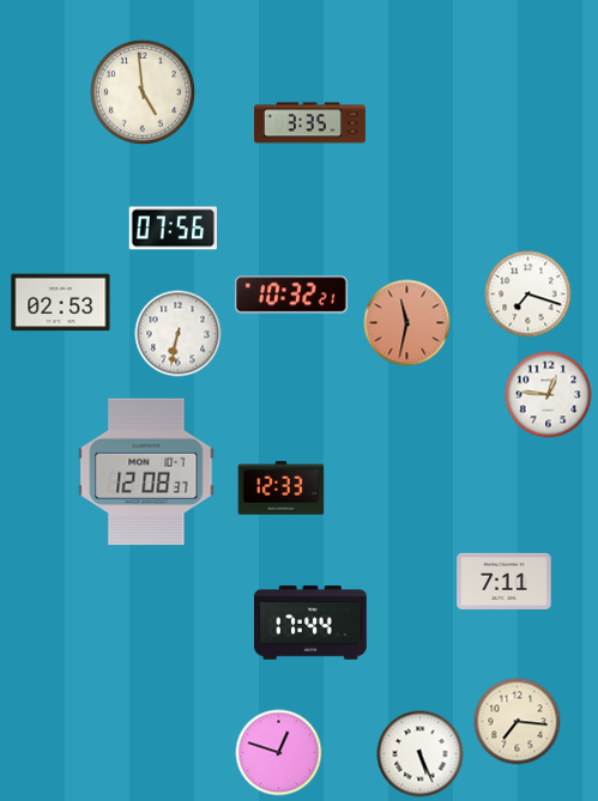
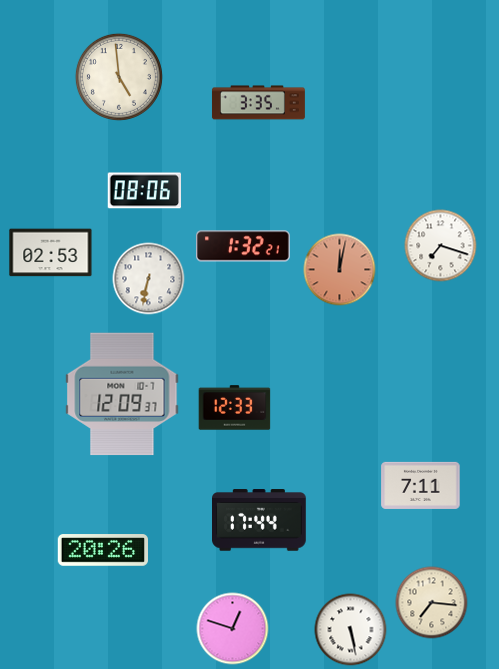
clock at (173, 229): 07:56 -> 08:06
clock at (292, 295): 10:32 -> 1:32
clock at (407, 323): 11:32 -> 12:02
clock at (549, 395): 12:46 -> none
clock at (146, 472): 12:08 -> 12:09
clock at (102, 550): none -> 20:26
clock at (421, 754): 5:26 -> 5:28
